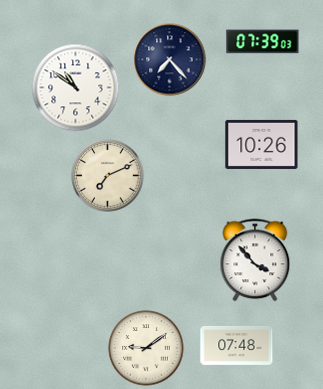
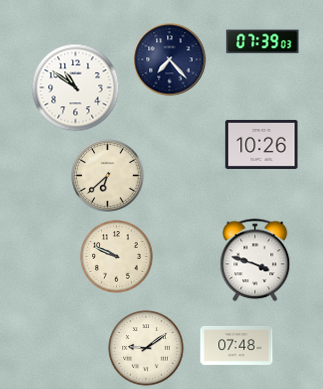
clock at (108, 176): 7:11 -> 6:38
clock at (117, 257): none -> 9:49
clock at (255, 260): 3:53 -> 3:48
